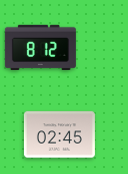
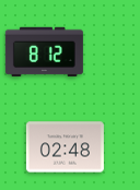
clock at (59, 135): 02:45 -> 02:48
